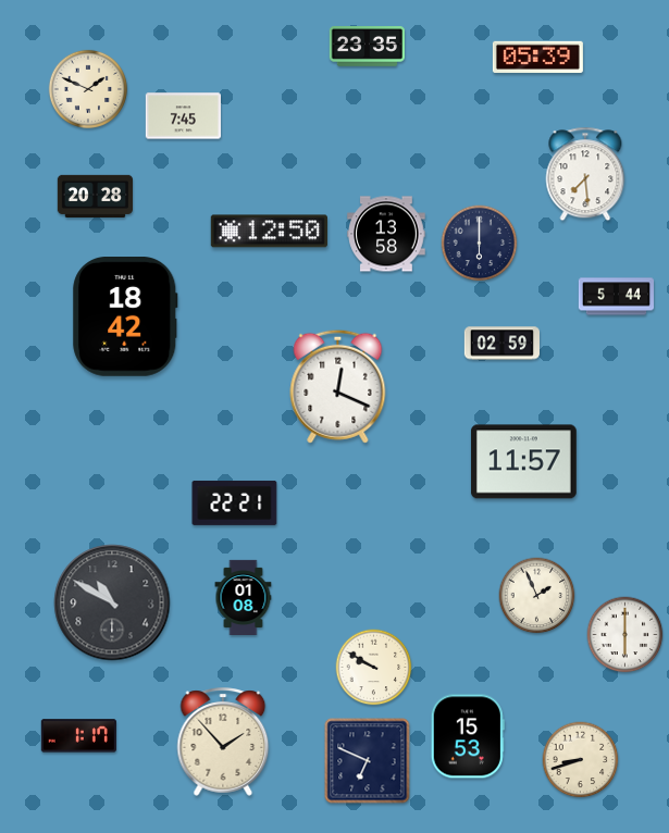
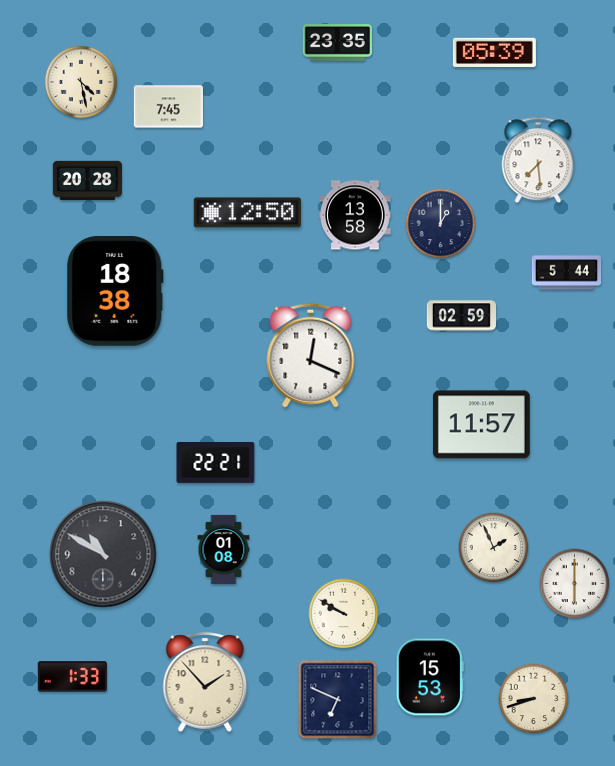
clock at (88, 89): 1:49 -> 4:28
clock at (480, 244): 6:00 -> 1:00
clock at (125, 318): 18:42 -> 18:38
clock at (78, 736): 1:17 -> 1:33
